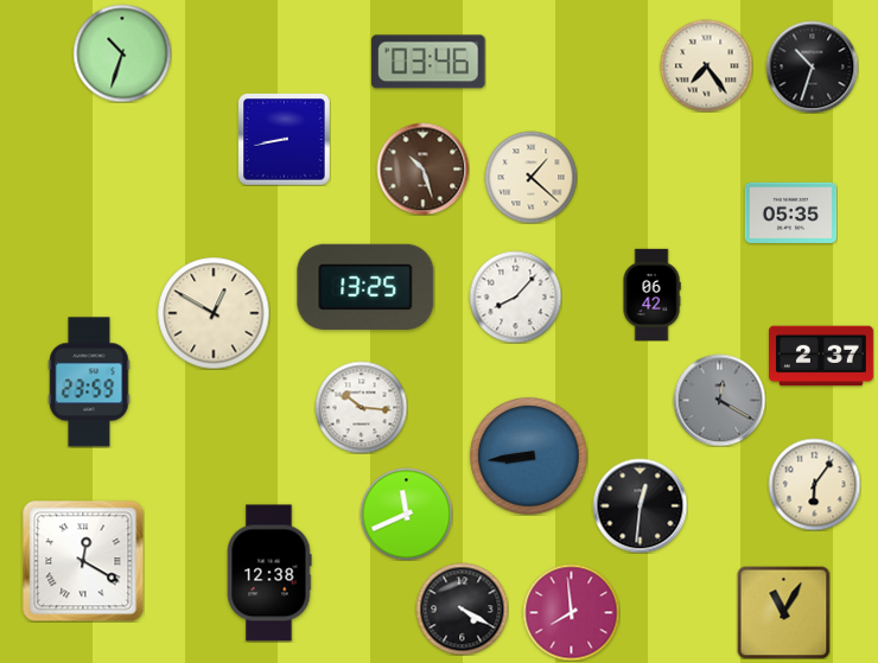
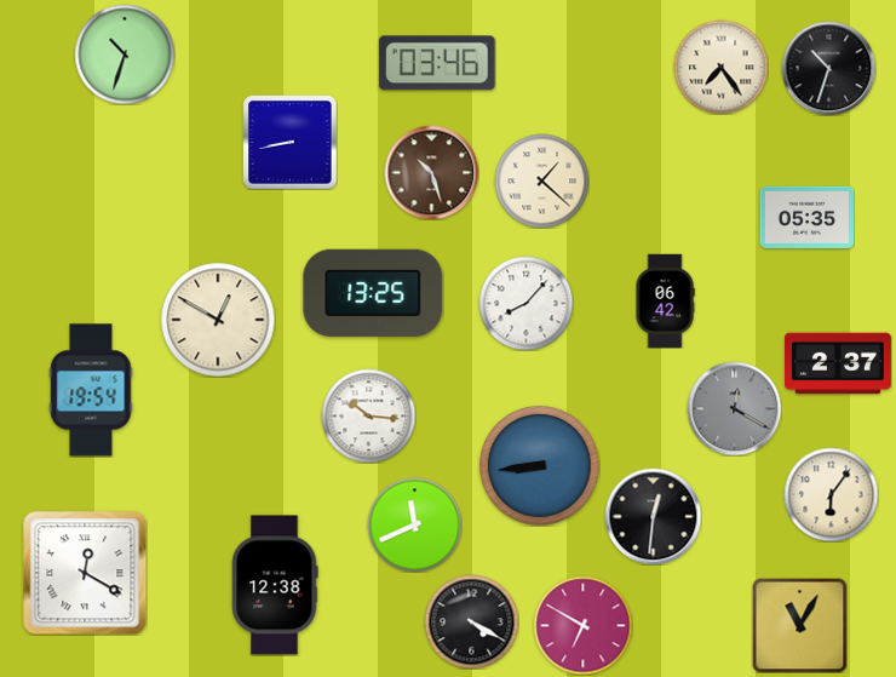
clock at (89, 382): 23:59 -> 19:54
clock at (571, 612): 7:59 -> 6:50
